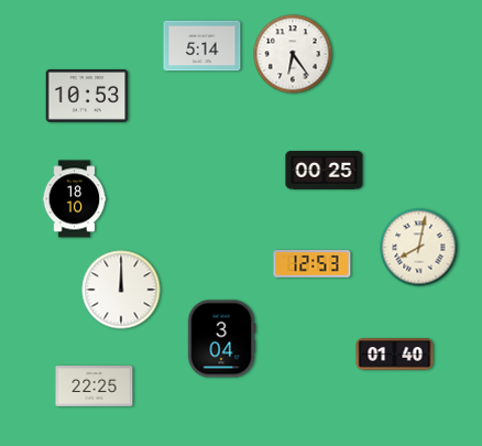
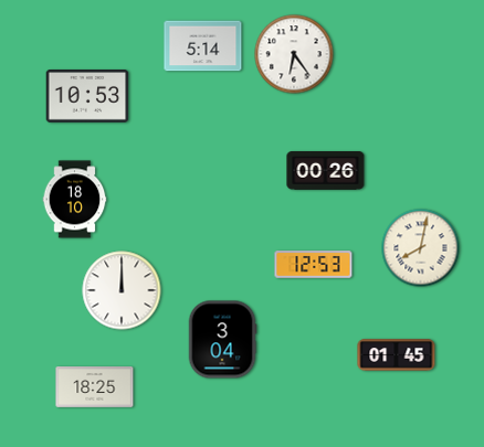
clock at (325, 171): 00:25 -> 00:26
clock at (395, 355): 01:40 -> 01:45
clock at (95, 387): 22:25 -> 18:25
